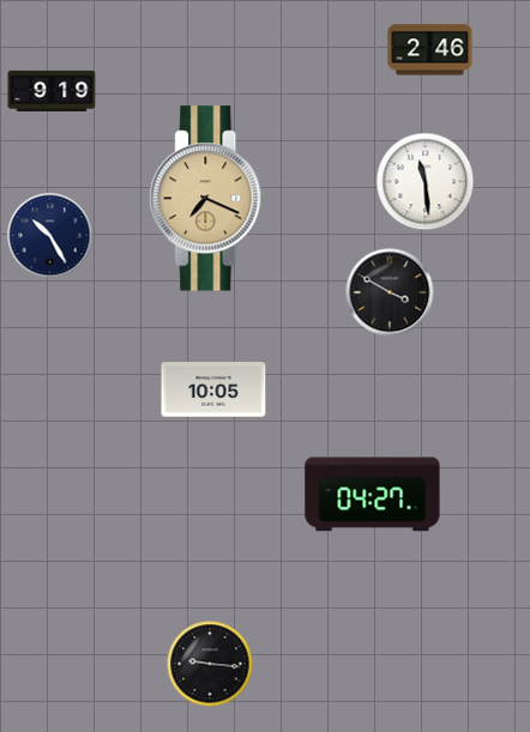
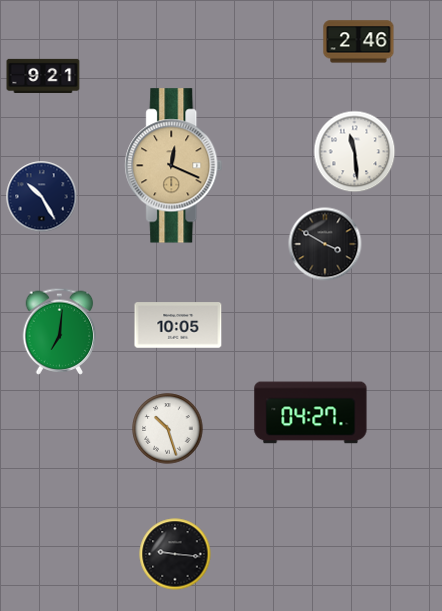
clock at (52, 91): 9:19 -> 9:21
clock at (209, 199): 7:19 -> 12:19
clock at (60, 331): none -> 7:01
clock at (168, 429): none -> 10:27
